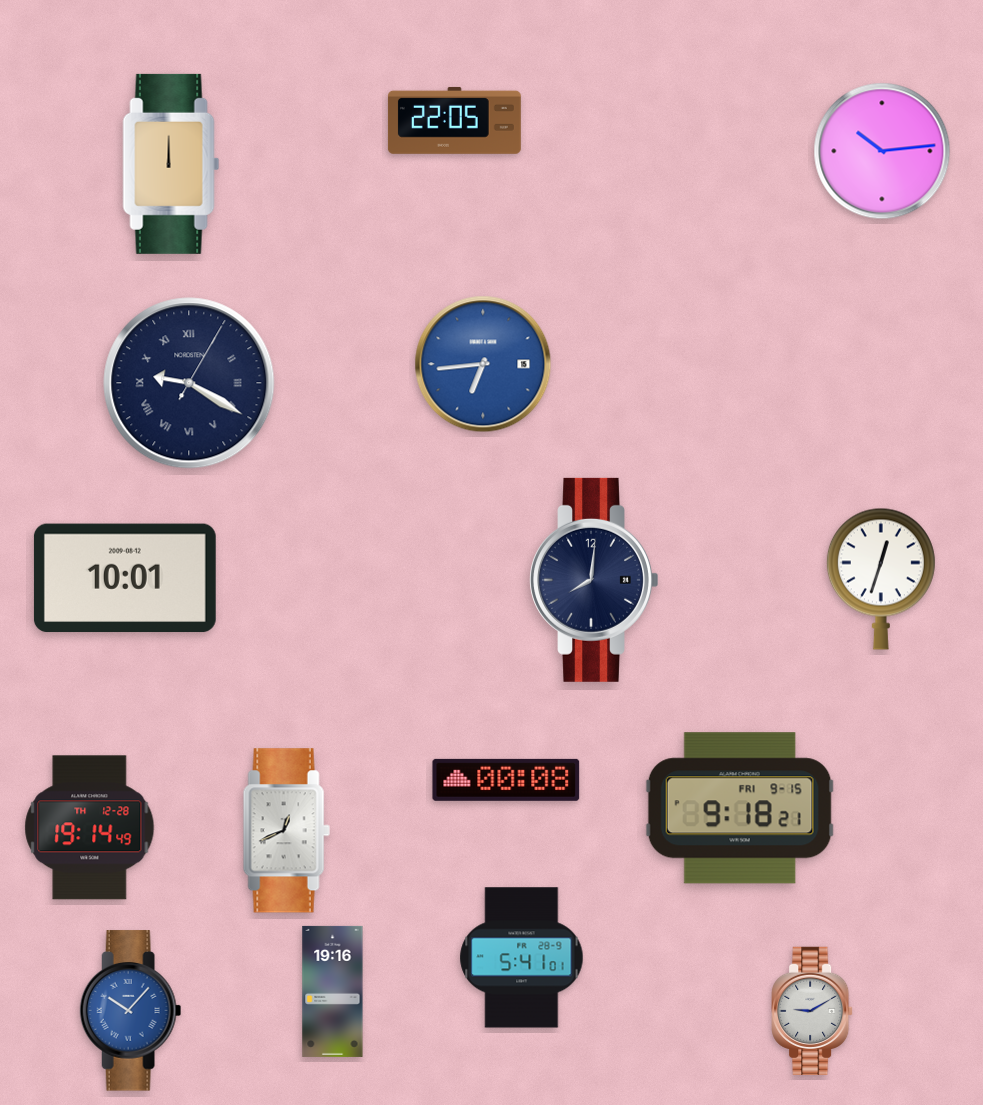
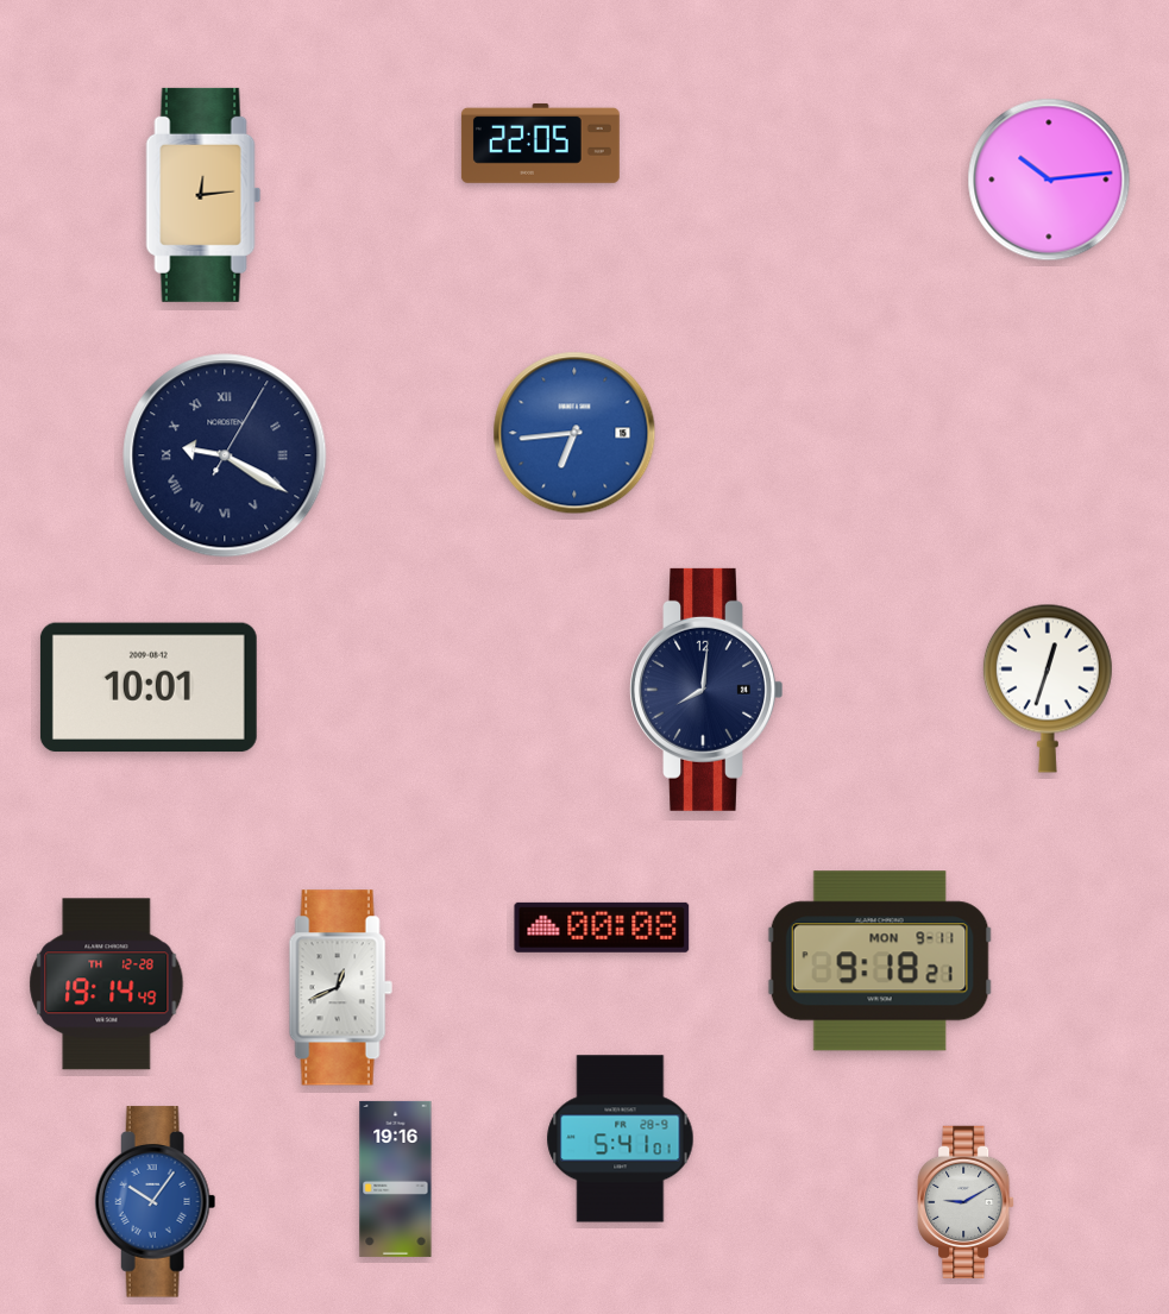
clock at (171, 164): 12:00 -> 12:14
clock at (740, 808) date: FRI 9-15 -> MON 9-11
clock at (131, 1011): 10:07 -> 10:06
